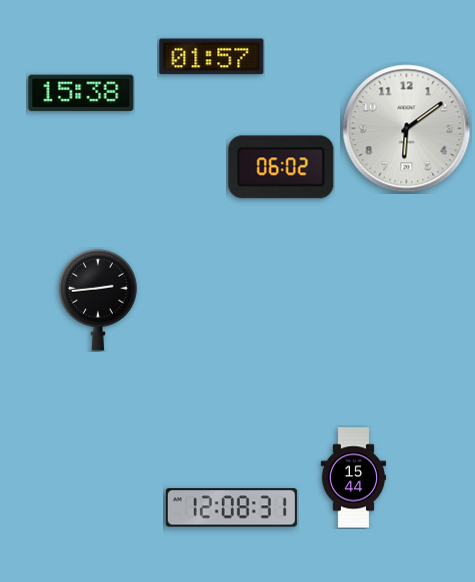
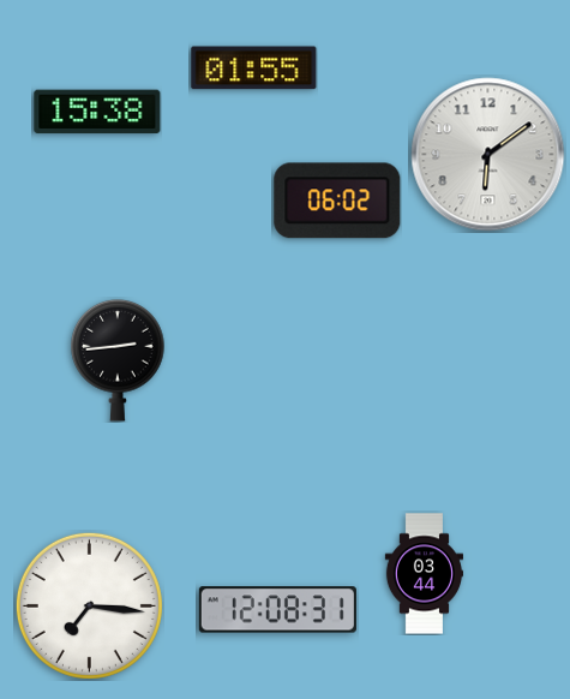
clock at (212, 57): 01:57 -> 01:55
clock at (353, 478): 15:44 -> 03:44
clock at (89, 605): none -> 7:16
